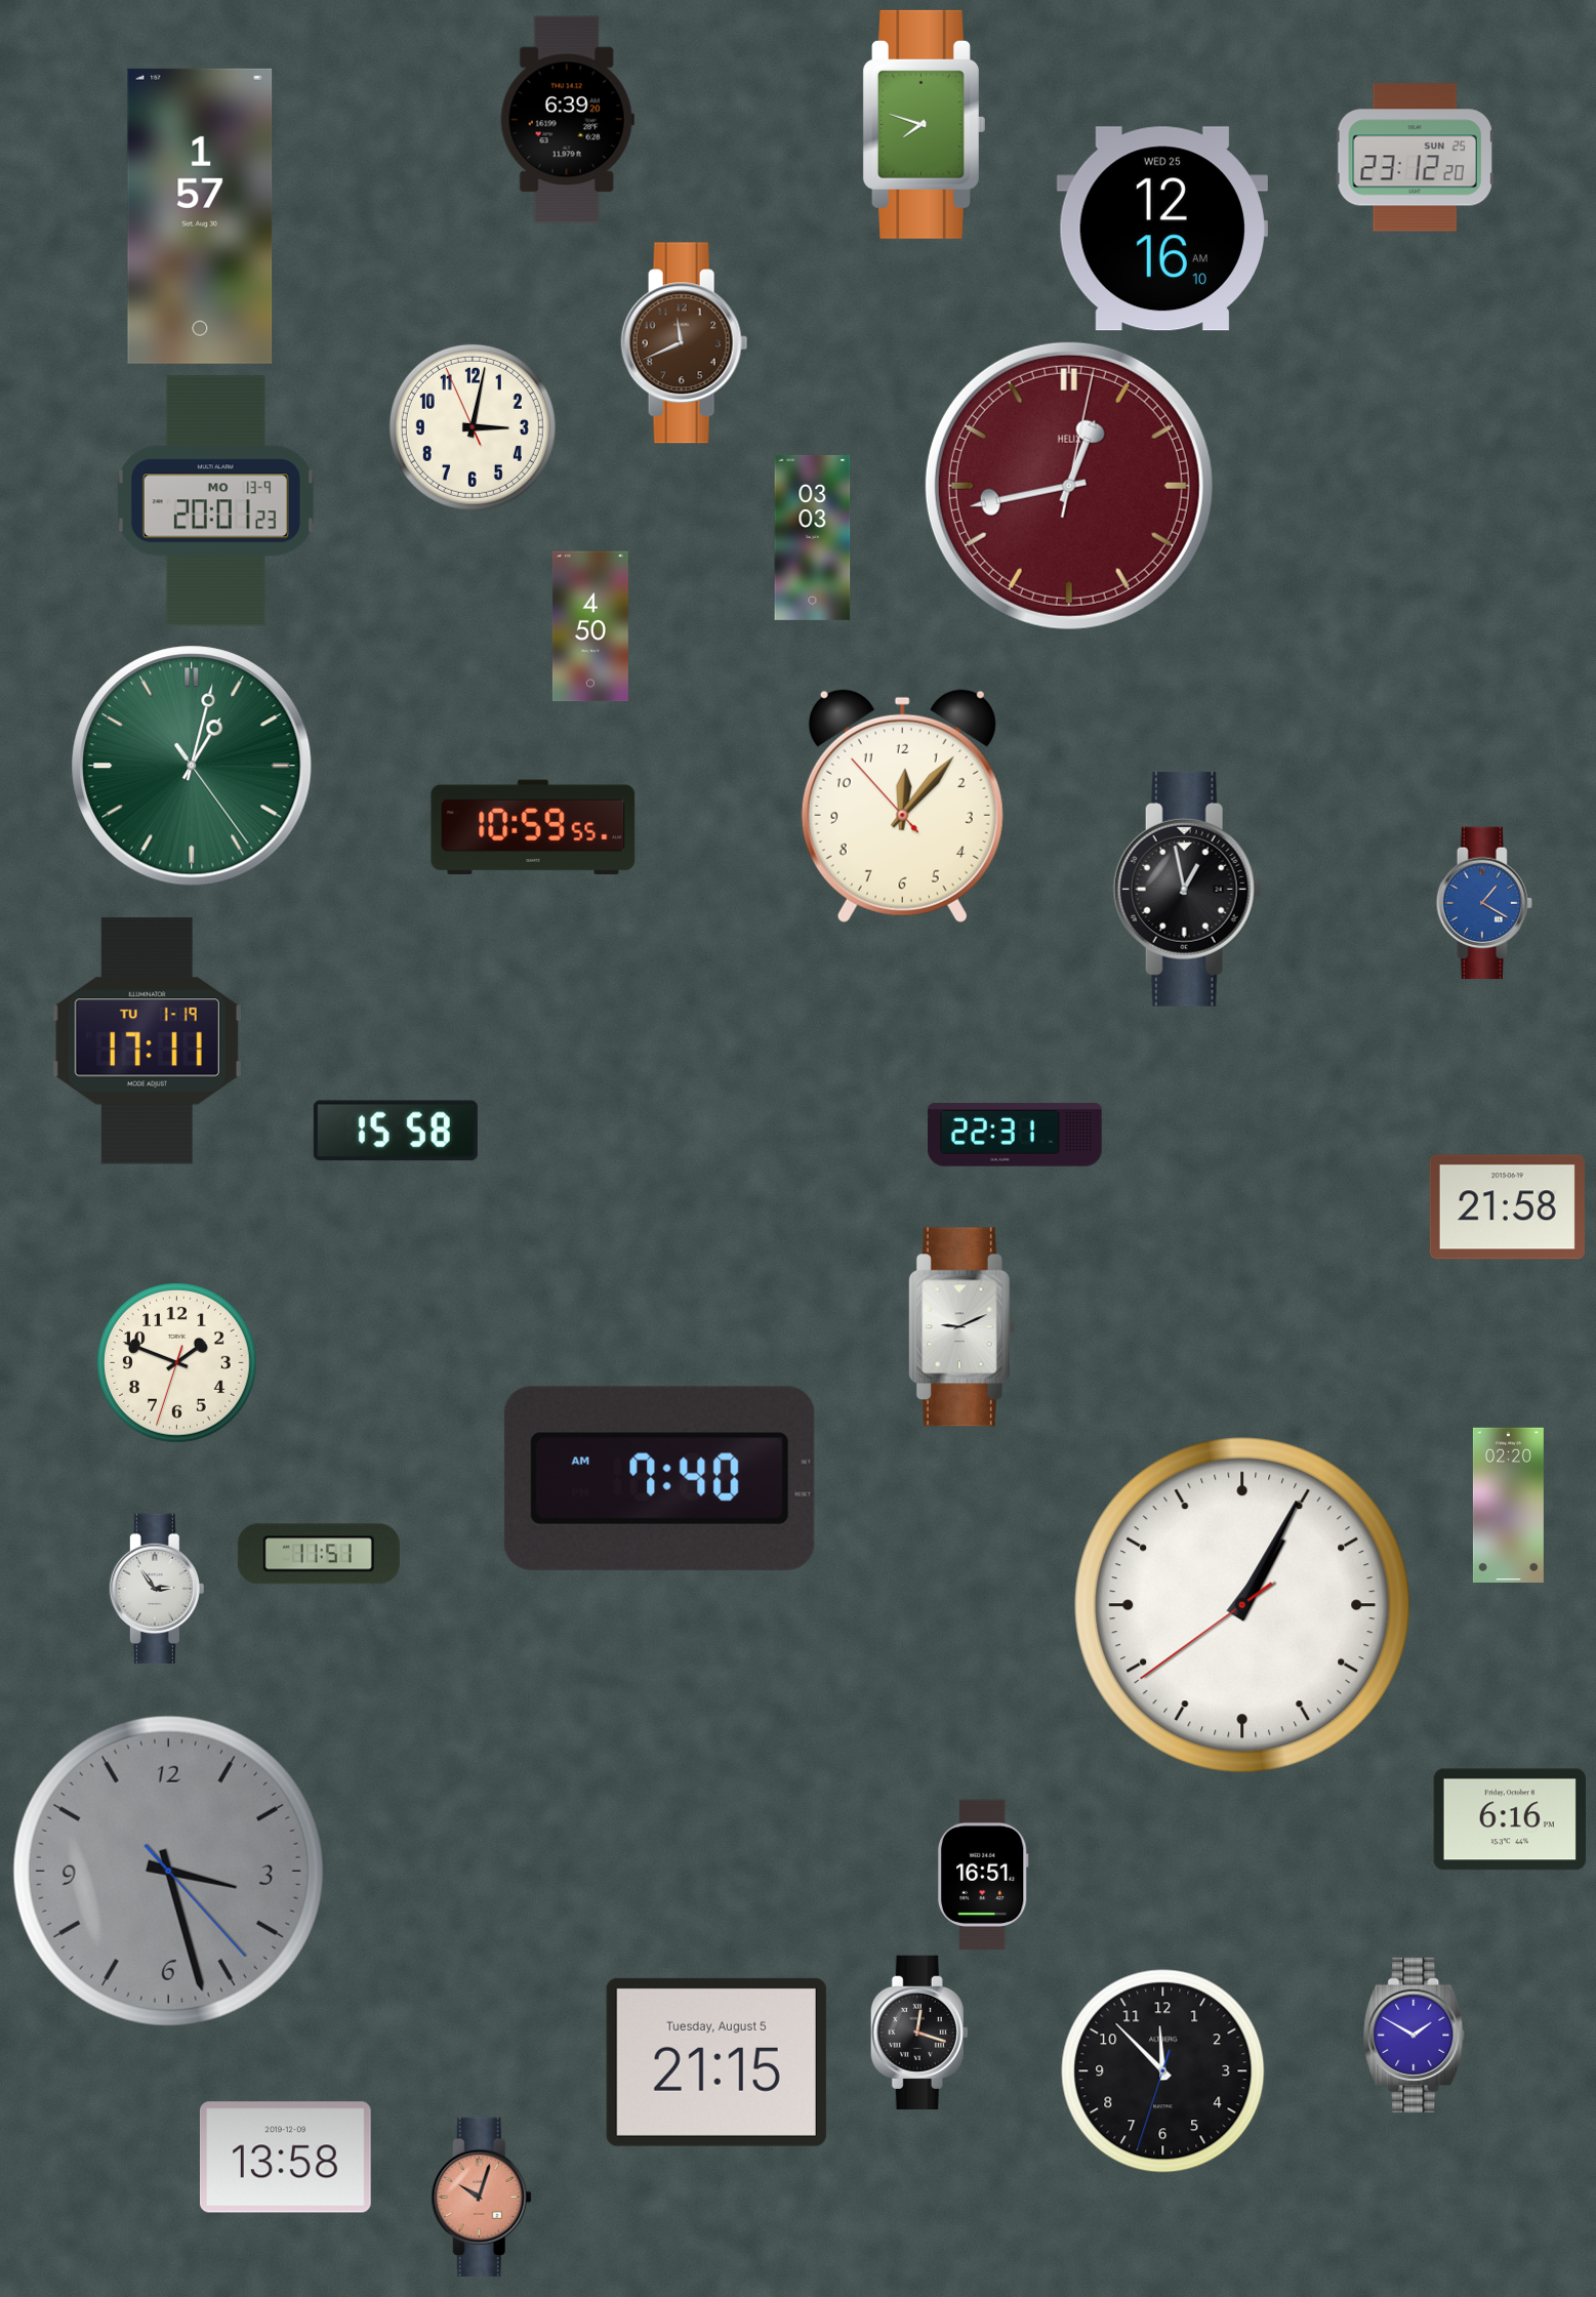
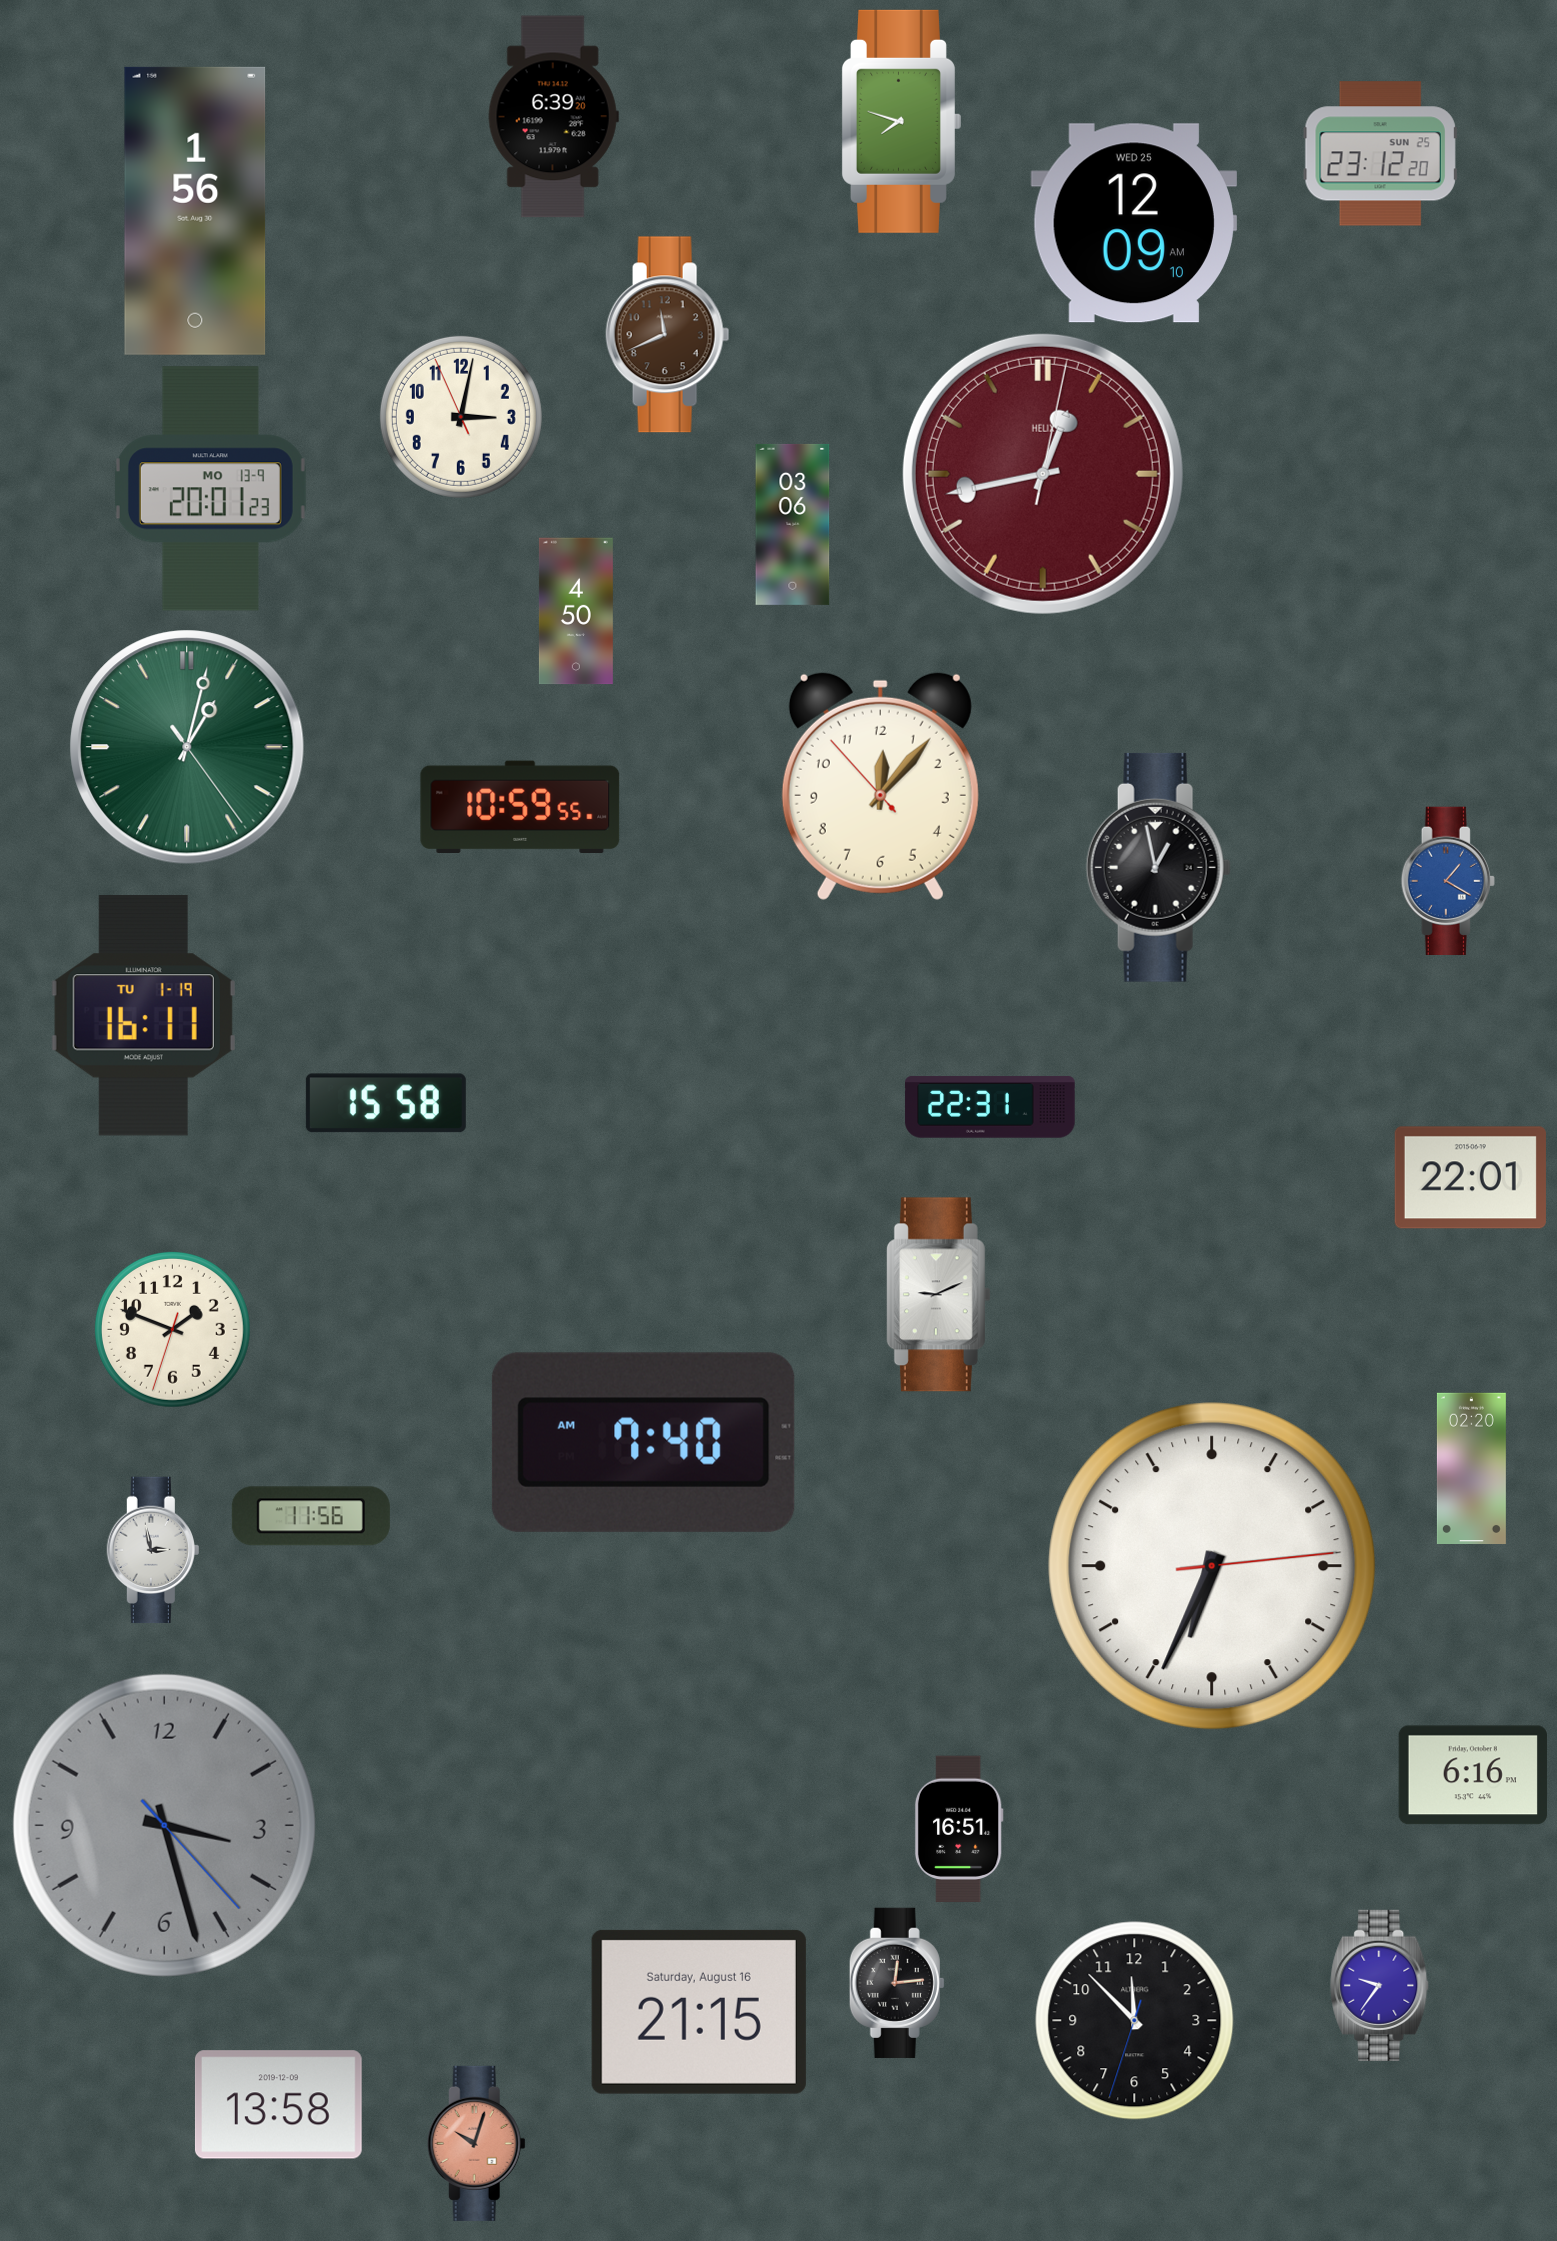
clock at (200, 216): 1:57 -> 1:56
clock at (1161, 229): 12:16 -> 12:09
clock at (813, 537): 03:03 -> 03:06
clock at (147, 1041): 17:11 -> 16:11
clock at (1507, 1207): 21:58 -> 22:01
clock at (319, 1554): 11:51 -> 11:56
clock at (157, 1589): 2:54 -> 2:58
clock at (1242, 1605): 1:04 -> 6:34
clock at (919, 2033): 12:18 -> 12:14
clock at (1415, 2035): 1:50 -> 9:36
clock at (717, 2062) date: Tuesday, August 5 -> Saturday, August 16
clock at (481, 2197) position: (481, 2197) -> (476, 2143)
